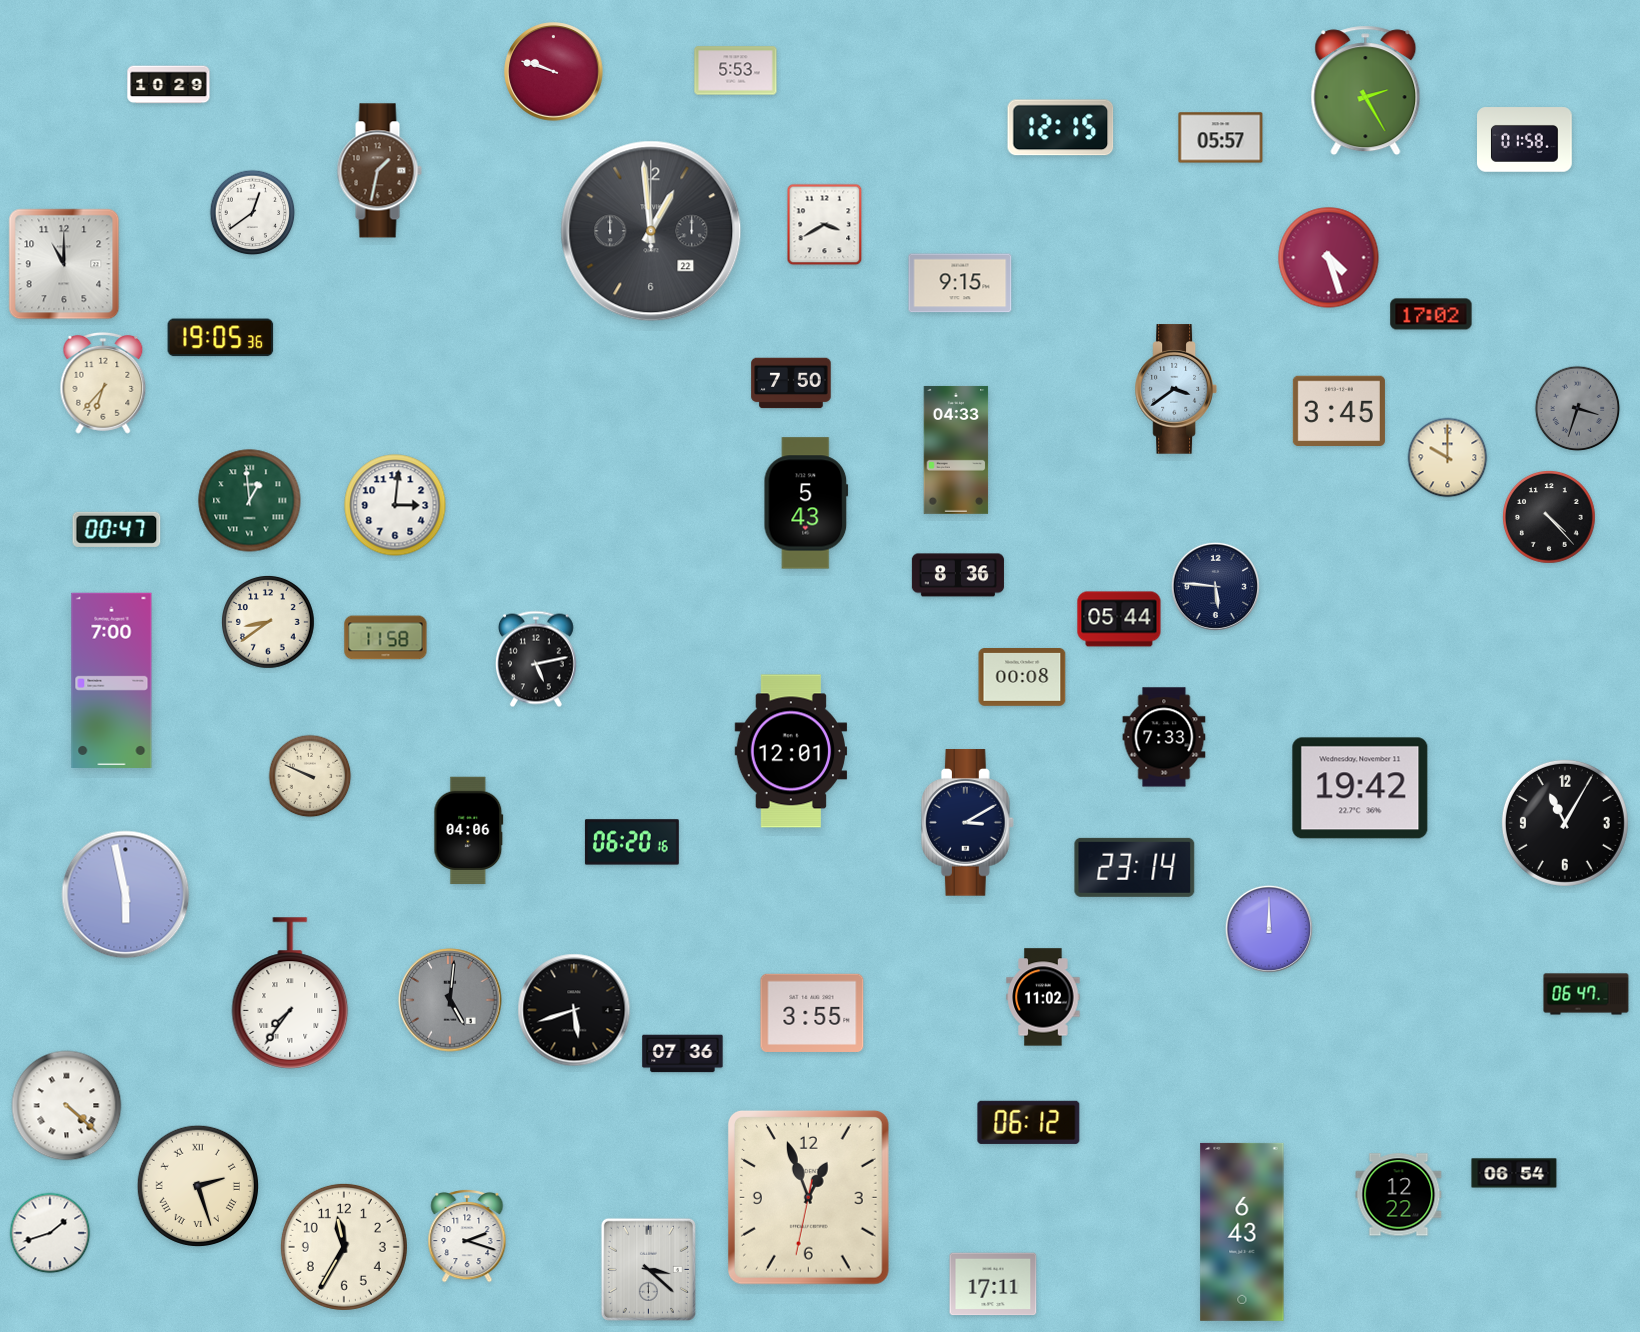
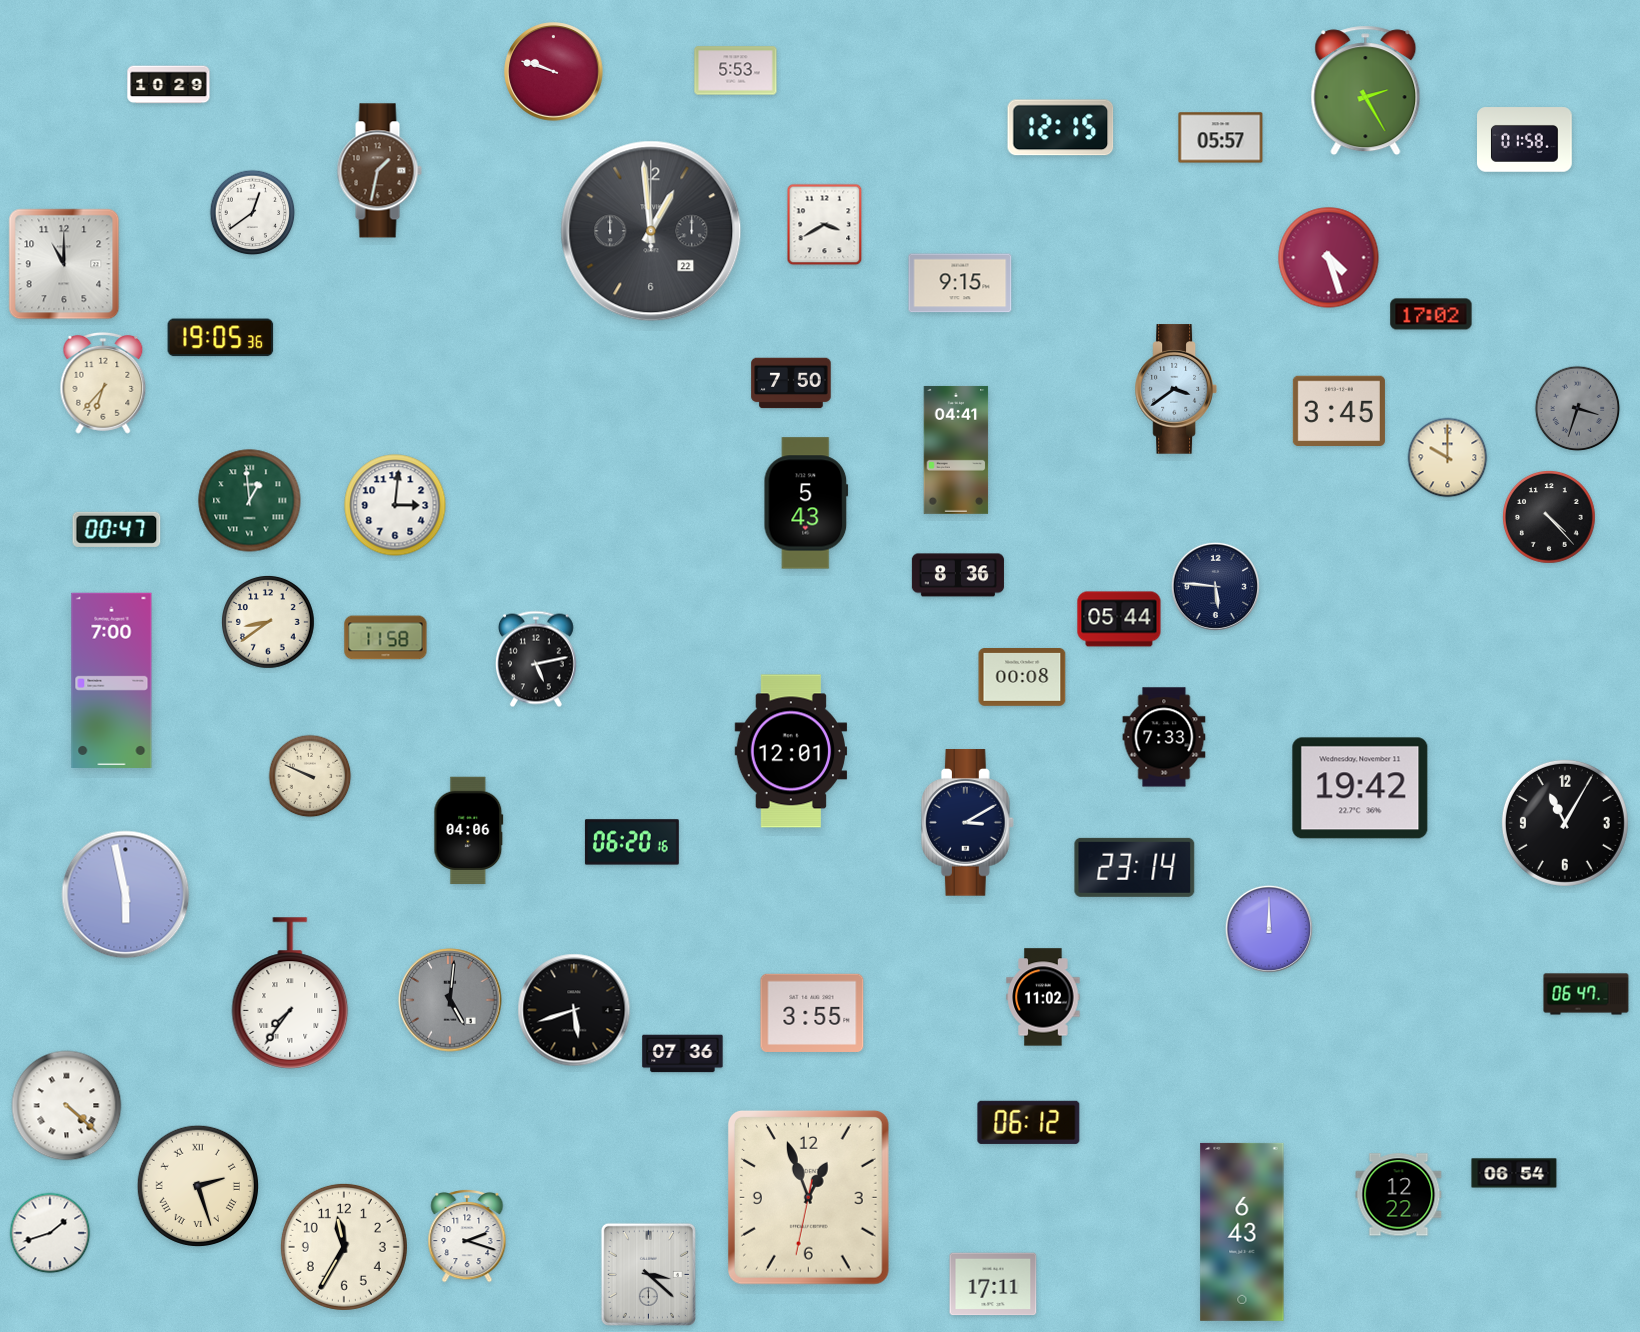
clock at (956, 450): 04:33 -> 04:41
clock at (648, 1269) position: (648, 1269) -> (648, 1274)
